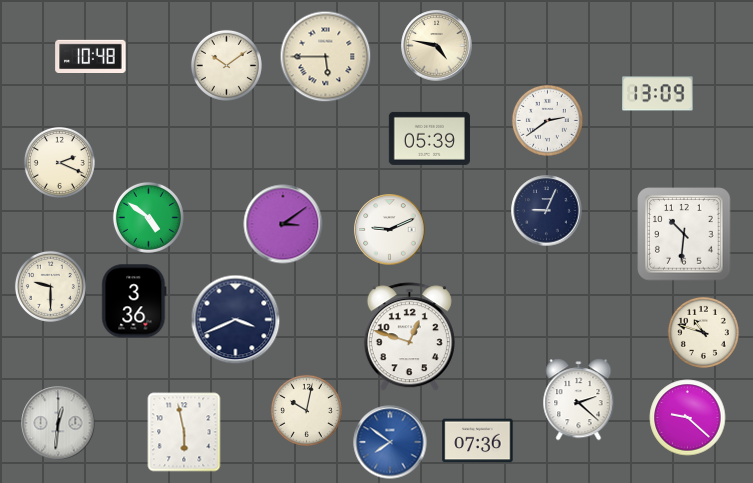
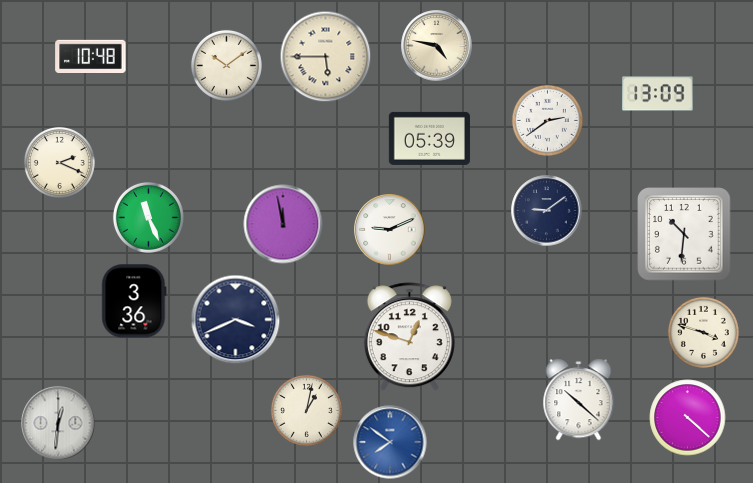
clock at (547, 211): 9:04 -> 9:09
clock at (148, 217): 4:51 -> 11:26
clock at (283, 224): 3:09 -> 11:58
clock at (50, 286): 9:30 -> none
clock at (703, 332): 10:48 -> 3:48
clock at (579, 400): 2:22 -> 10:22
clock at (306, 410): 10:02 -> 1:02
clock at (688, 418): 9:22 -> 4:22
clock at (184, 432): 5:58 -> none
clock at (478, 441): 07:36 -> none
